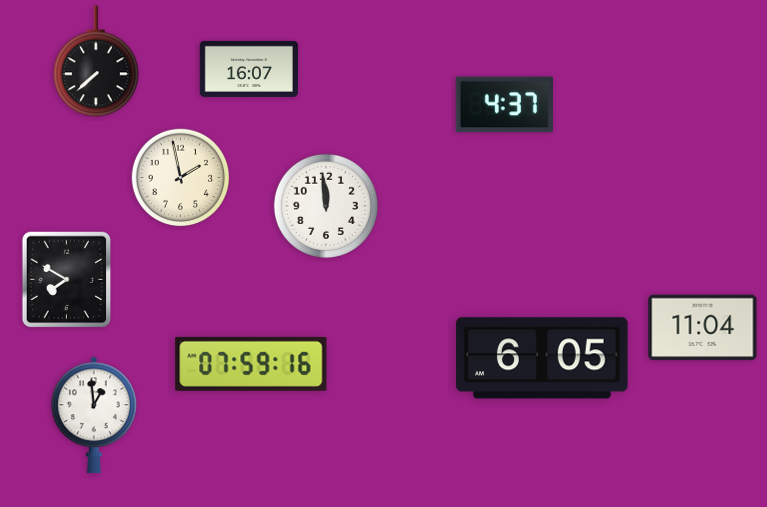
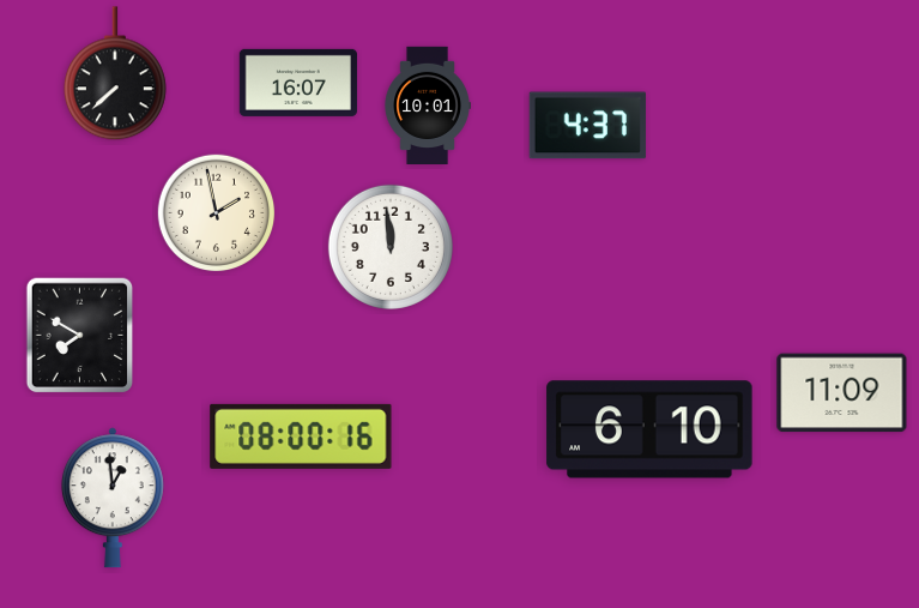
clock at (428, 104): none -> 10:01
clock at (504, 105) position: (504, 105) -> (587, 126)
clock at (703, 328): 11:04 -> 11:09
clock at (542, 358): 6:05 -> 6:10
clock at (251, 364): 07:59 -> 08:00
